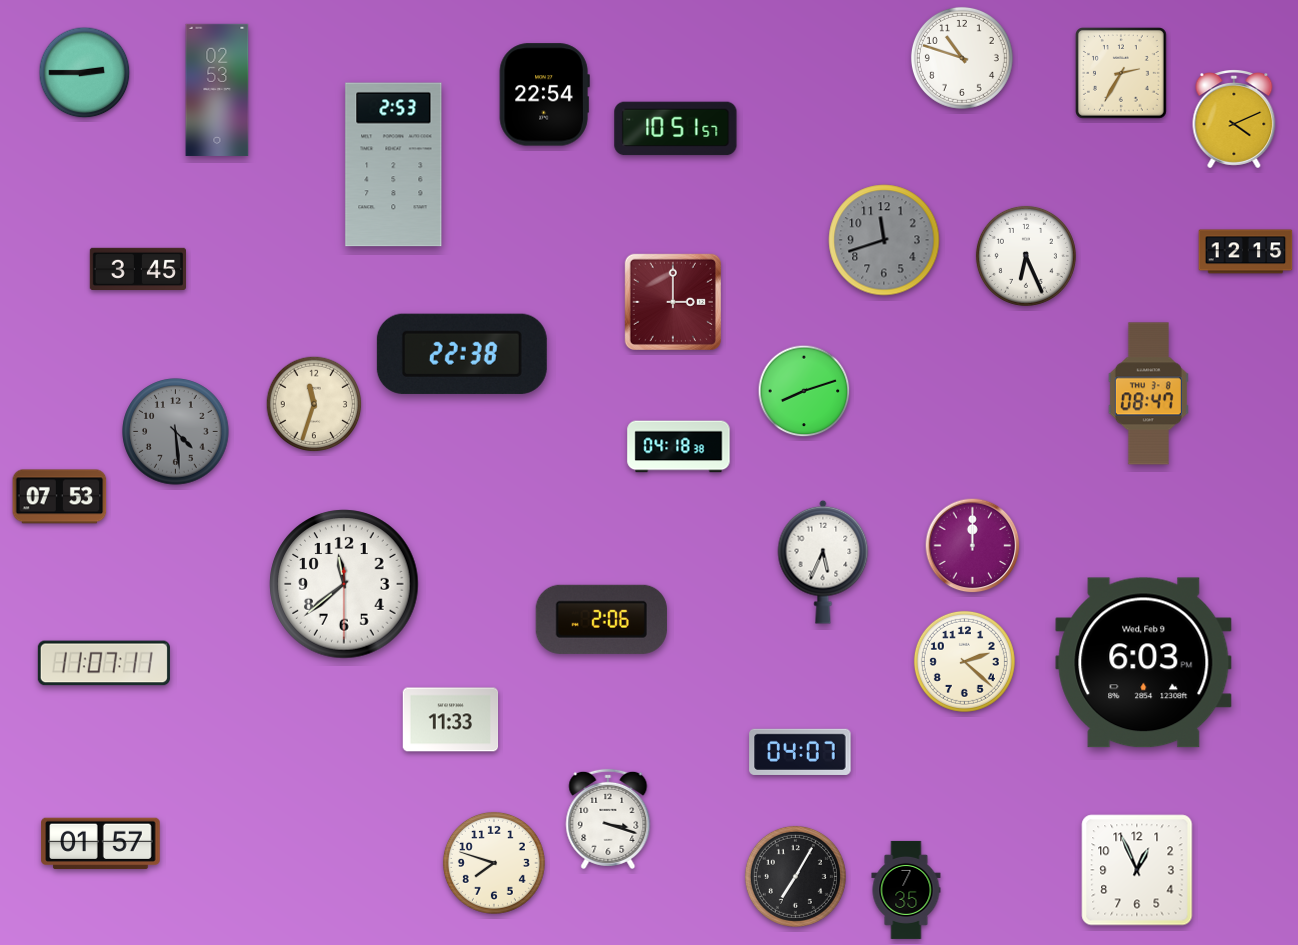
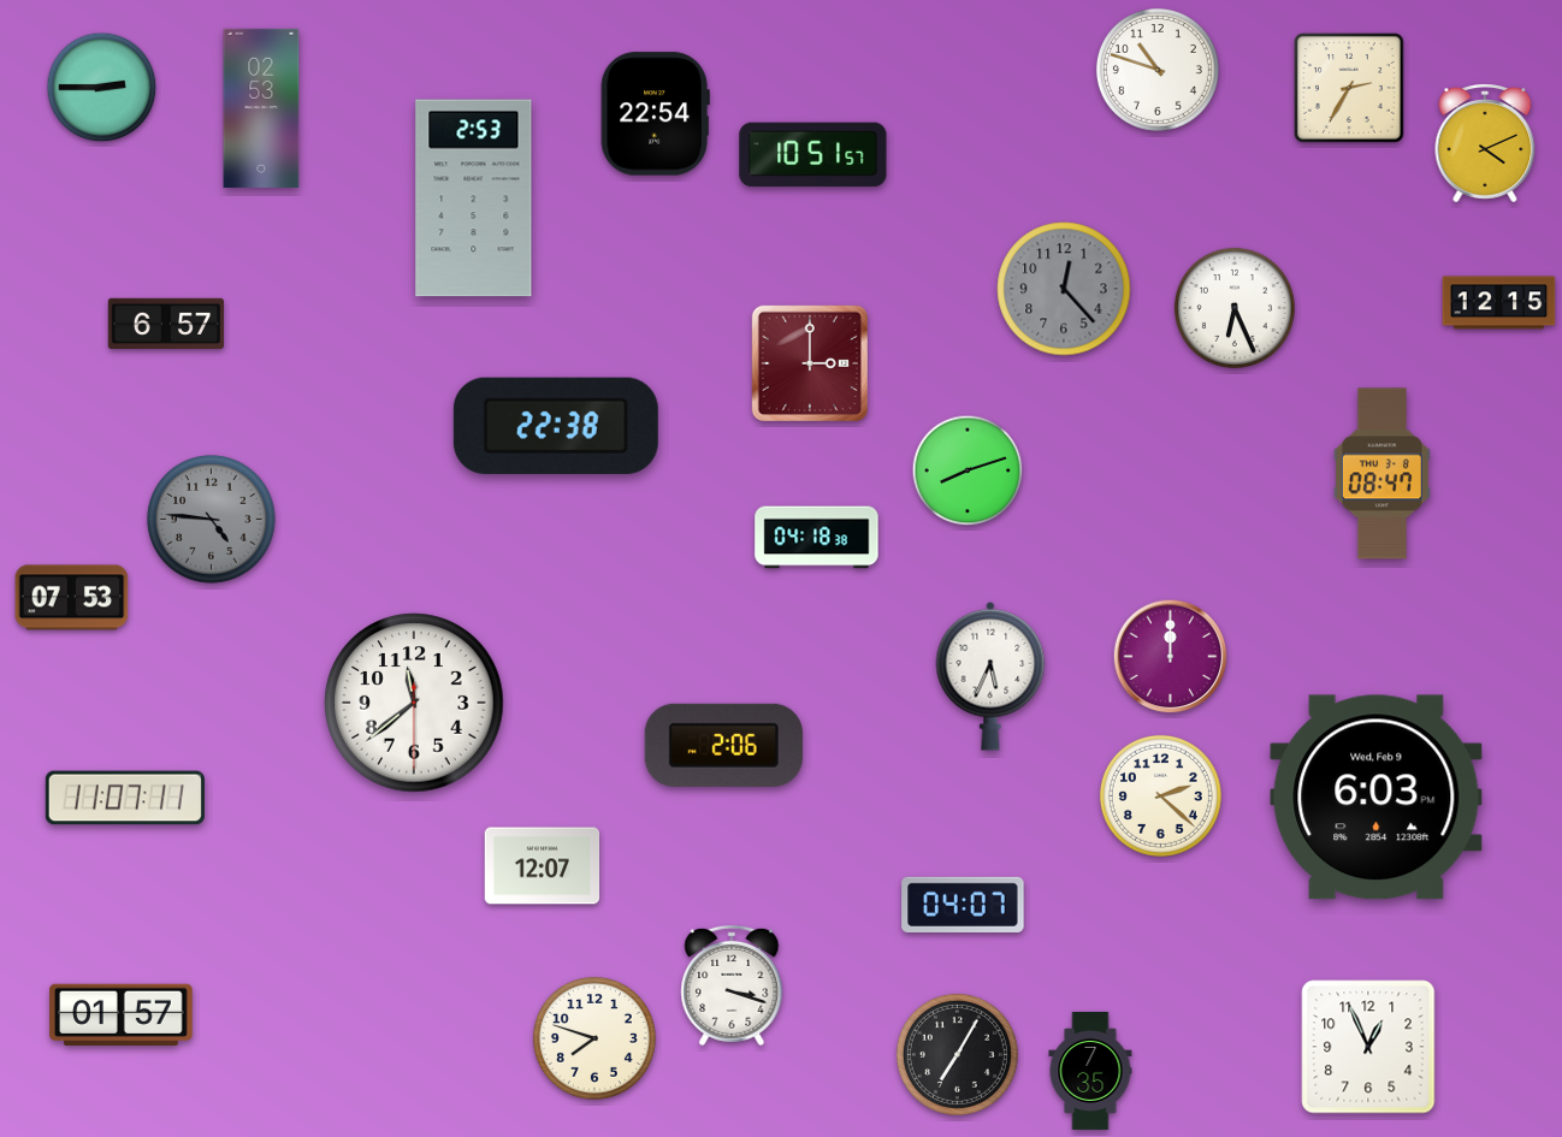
clock at (884, 240): 11:42 -> 12:23
clock at (137, 268): 3:45 -> 6:57
clock at (314, 404): 11:33 -> none
clock at (176, 432): 4:29 -> 4:46
clock at (451, 720): 11:33 -> 12:07
